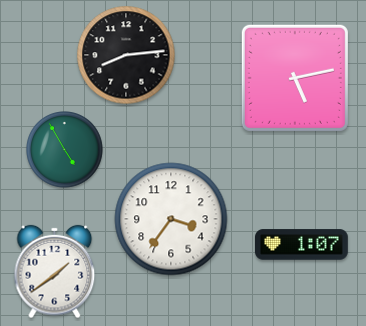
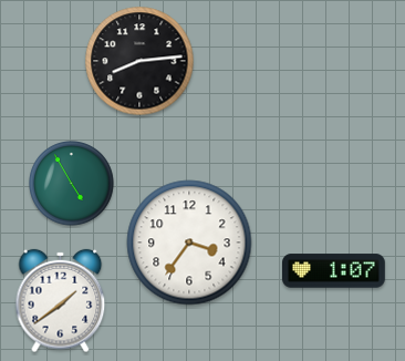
clock at (295, 78): 5:13 -> none
clock at (65, 150) position: (65, 150) -> (72, 184)
